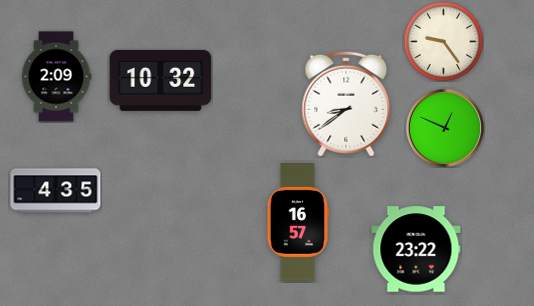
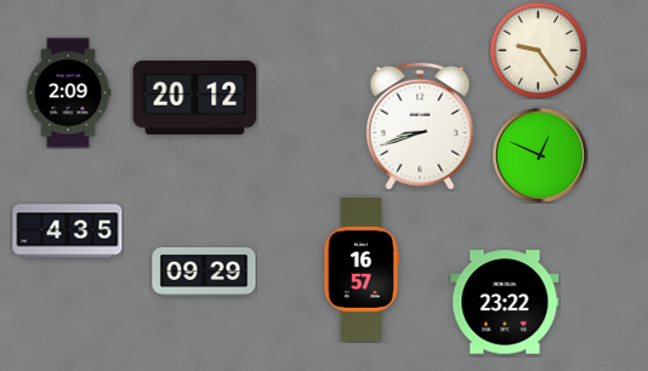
clock at (161, 80): 10:32 -> 20:12
clock at (346, 104): 8:39 -> 8:42
clock at (204, 272): none -> 09:29
